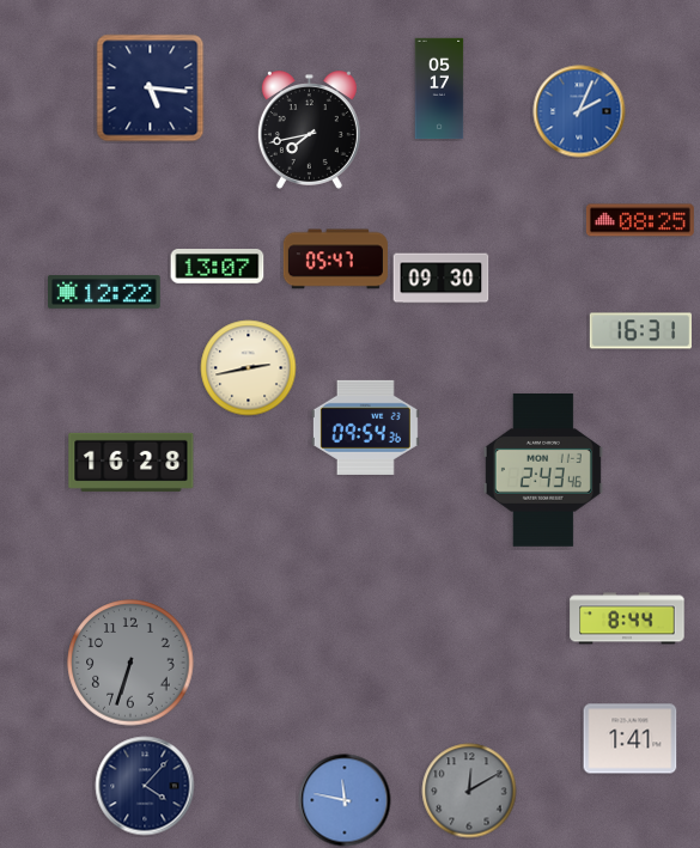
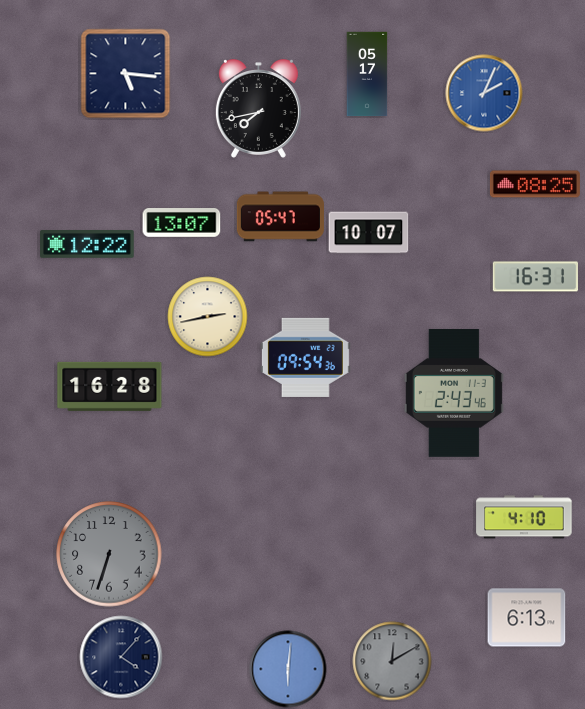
clock at (442, 279): 09:30 -> 10:07
clock at (249, 368) position: (249, 368) -> (208, 317)
clock at (627, 618): 8:44 -> 4:10
clock at (631, 739): 1:41 -> 6:13
clock at (345, 800): 11:47 -> 6:01
